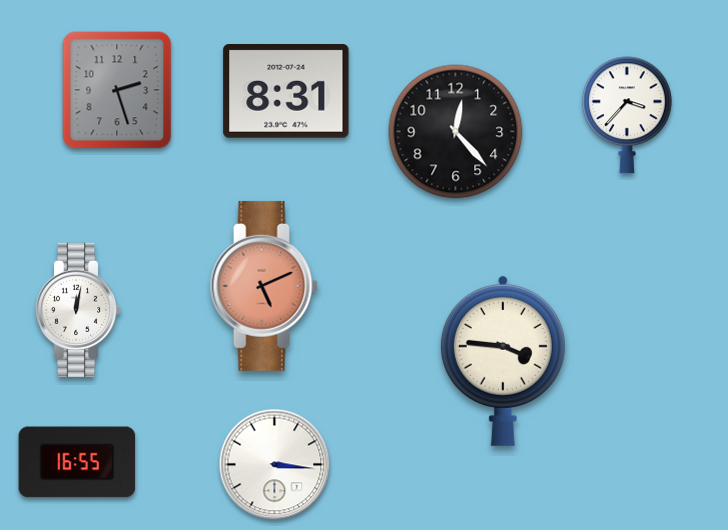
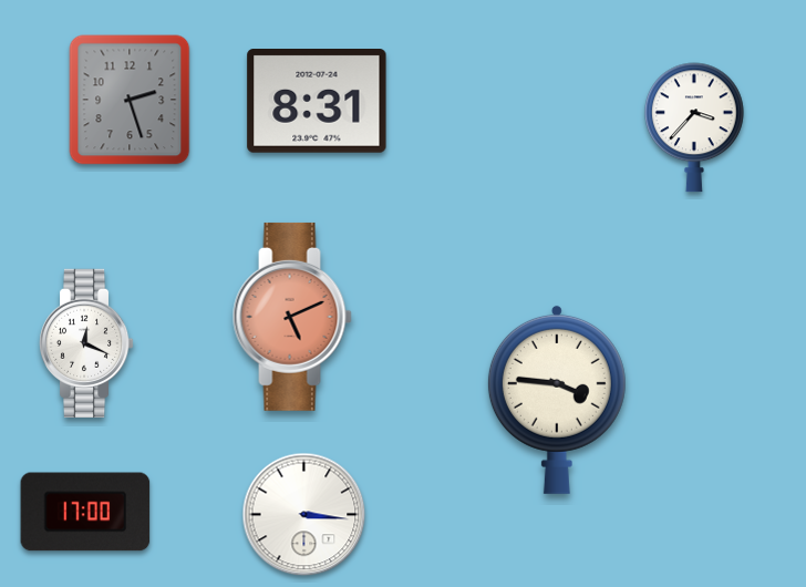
clock at (456, 132): 12:23 -> none
clock at (78, 309): 12:02 -> 12:19
clock at (77, 462): 16:55 -> 17:00
